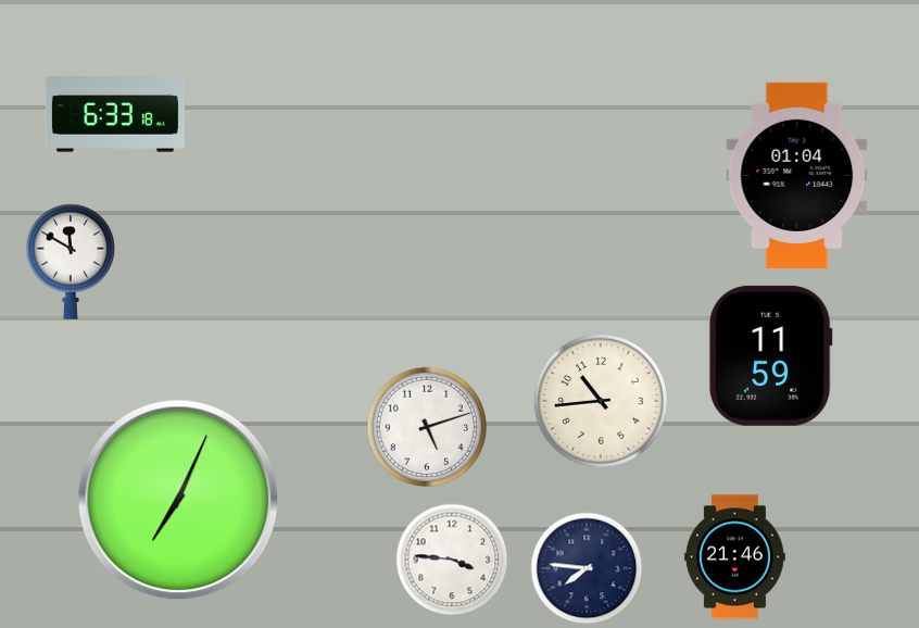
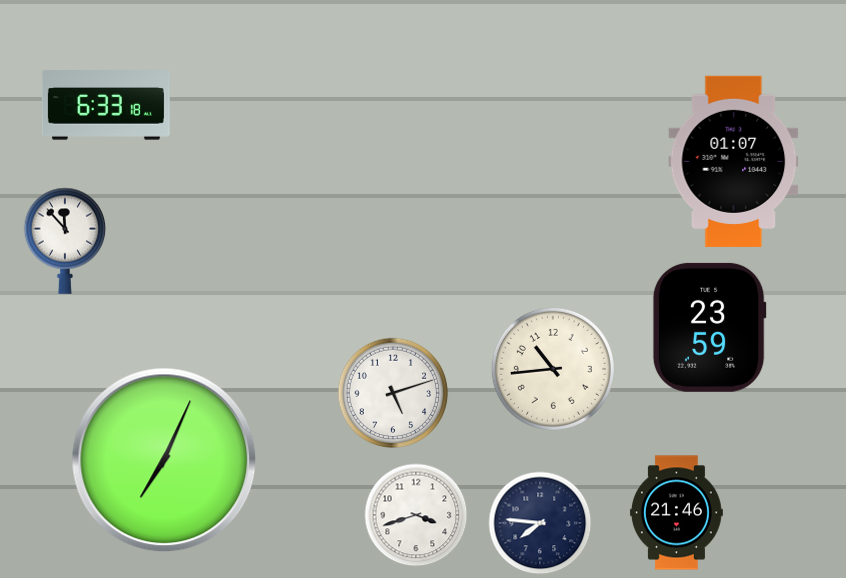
clock at (797, 175): 01:04 -> 01:07
clock at (71, 262): 11:50 -> 11:53
clock at (770, 355): 11:59 -> 23:59
clock at (452, 560): 3:46 -> 3:42
